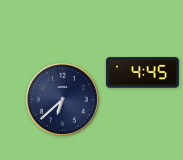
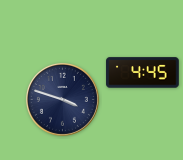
clock at (62, 99): 6:38 -> 3:48
